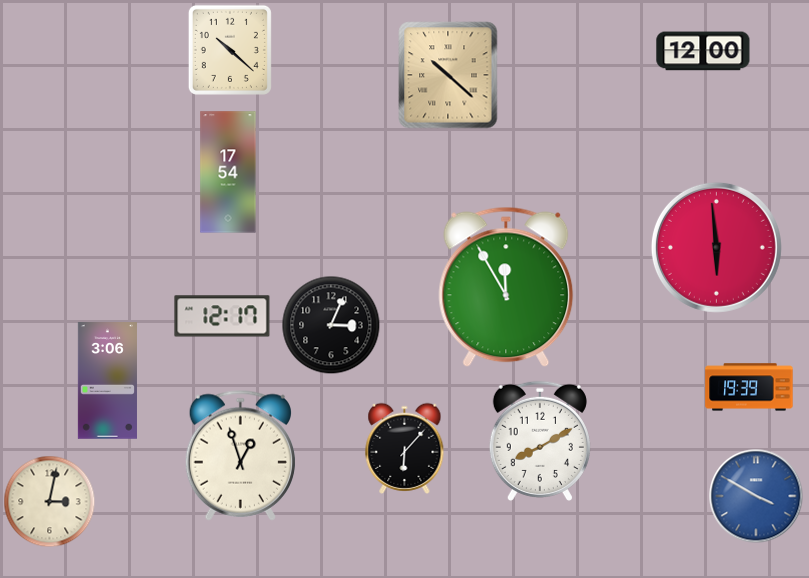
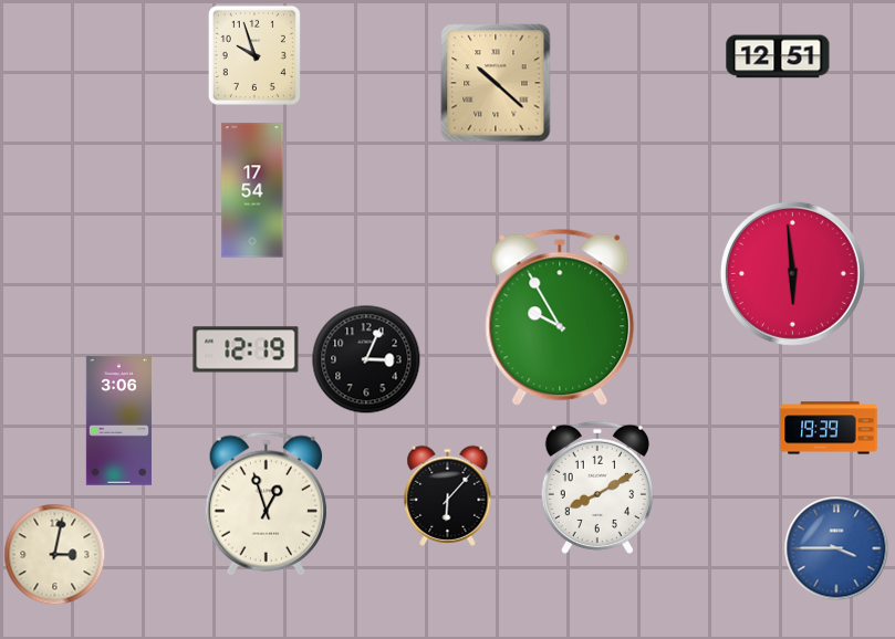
clock at (230, 50): 10:22 -> 9:57
clock at (703, 51): 12:00 -> 12:51
clock at (506, 287): 11:55 -> 9:55
clock at (222, 316): 12:17 -> 12:19
clock at (756, 496): 3:50 -> 3:45
